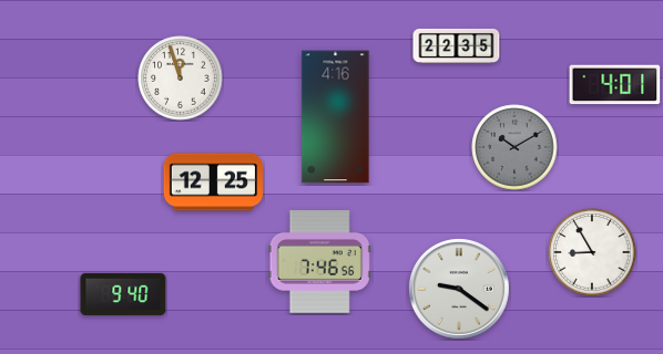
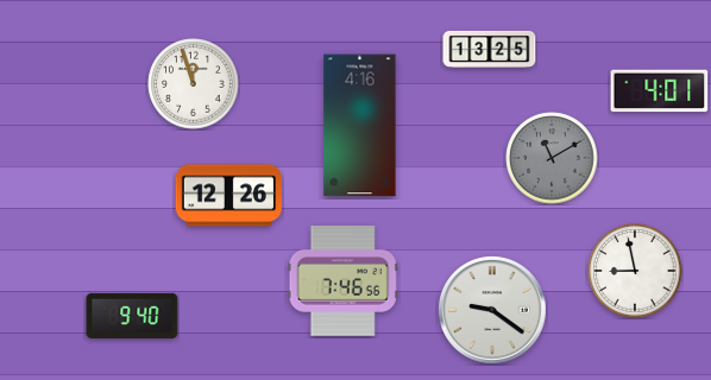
clock at (457, 45): 22:35 -> 13:25
clock at (514, 147): 10:10 -> 11:10
clock at (213, 183): 12:25 -> 12:26
clock at (592, 252): 8:55 -> 8:58
